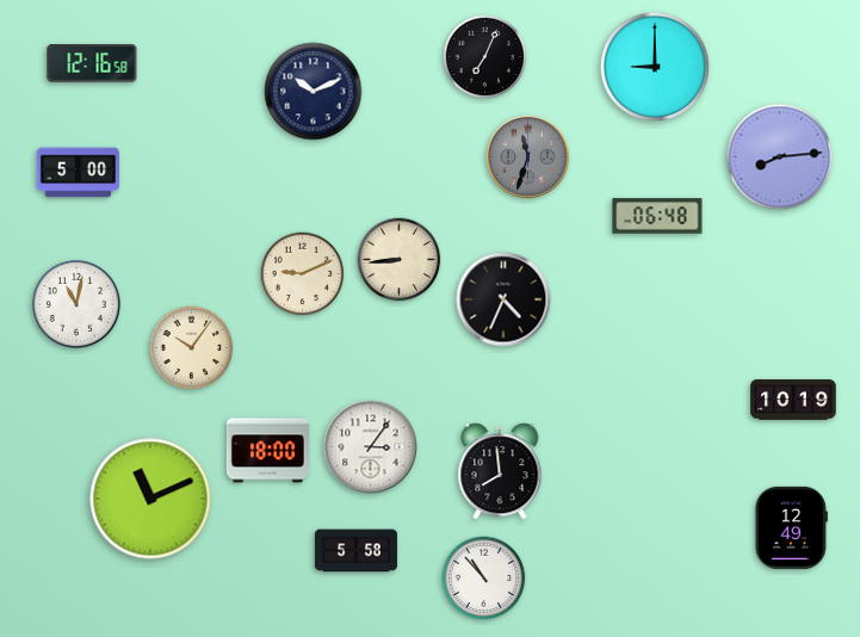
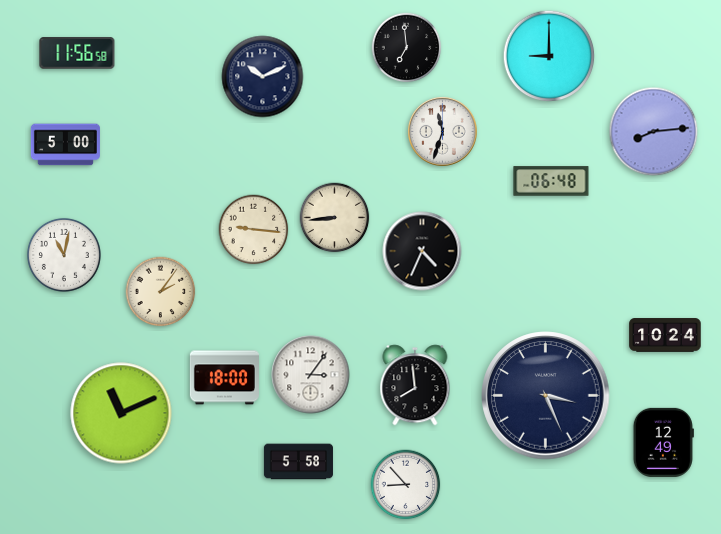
clock at (485, 57): 7:04 -> 6:59
clock at (92, 63): 12:16 -> 11:56
clock at (527, 156) dial: grey -> white
clock at (303, 274): 9:11 -> 9:16
clock at (192, 348): 10:06 -> 2:06
clock at (793, 400): 10:19 -> 10:24
clock at (500, 471) position: (500, 471) -> (415, 385)
clock at (546, 396): none -> 3:26
clock at (150, 499) position: (150, 499) -> (121, 413)
clock at (484, 579): 10:53 -> 8:53
